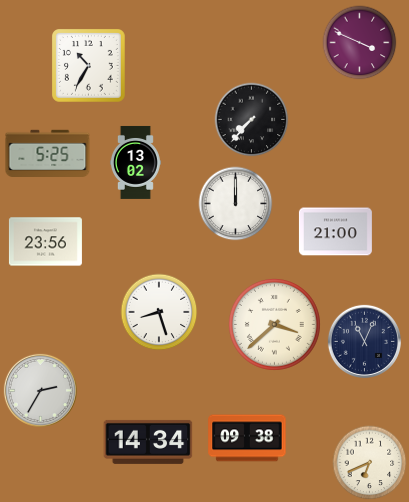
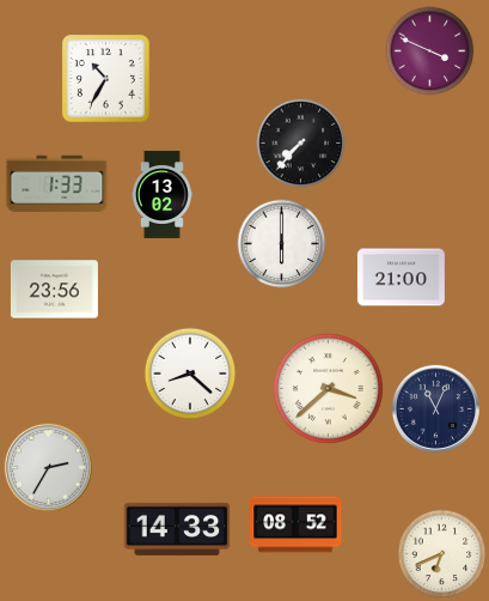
clock at (48, 153): 5:25 -> 1:33
clock at (236, 204): 12:00 -> 6:00
clock at (159, 312): 8:27 -> 8:22
clock at (247, 438): 09:38 -> 08:52
clock at (148, 442): 14:34 -> 14:33
